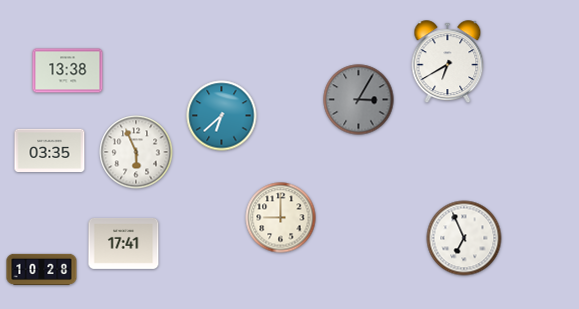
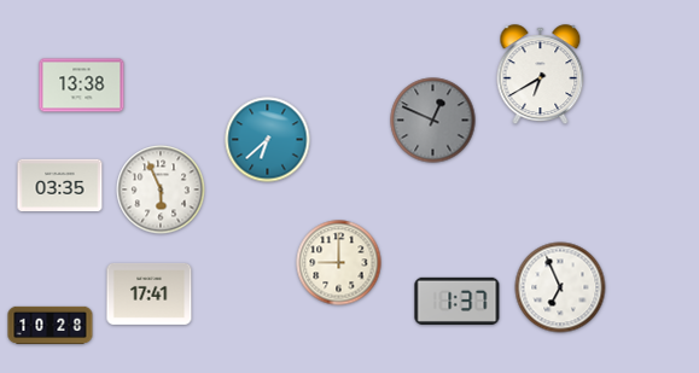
clock at (359, 100): 3:05 -> 12:49
clock at (50, 150) position: (50, 150) -> (60, 185)
clock at (136, 152) position: (136, 152) -> (161, 190)
clock at (458, 301): none -> 1:37
